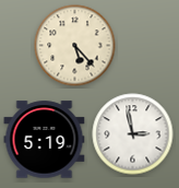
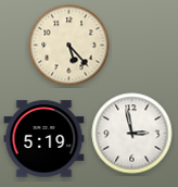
clock at (75, 46) position: (75, 46) -> (69, 46)
